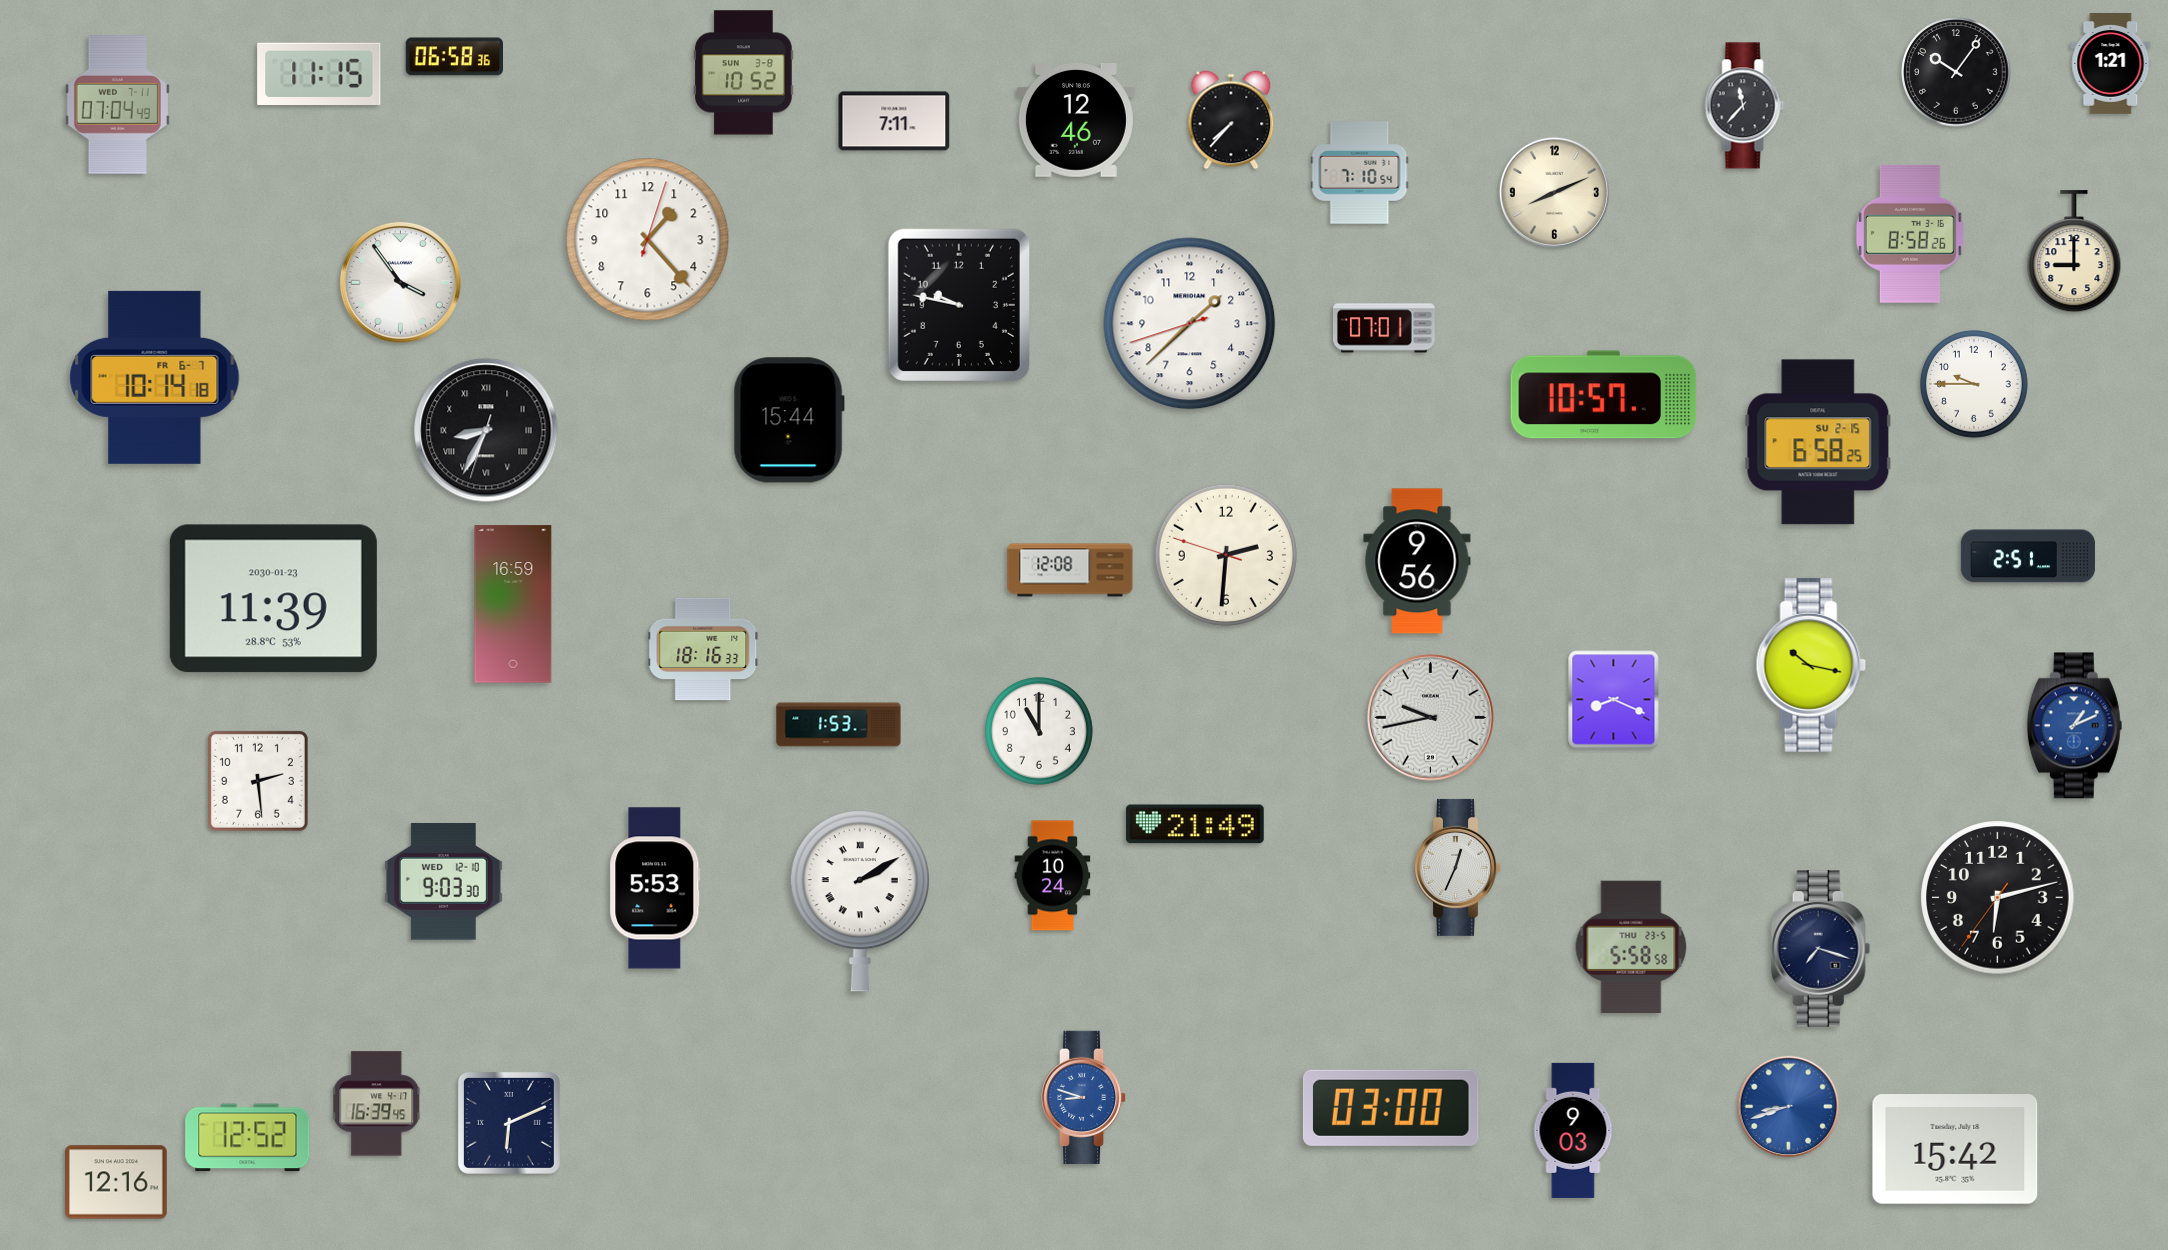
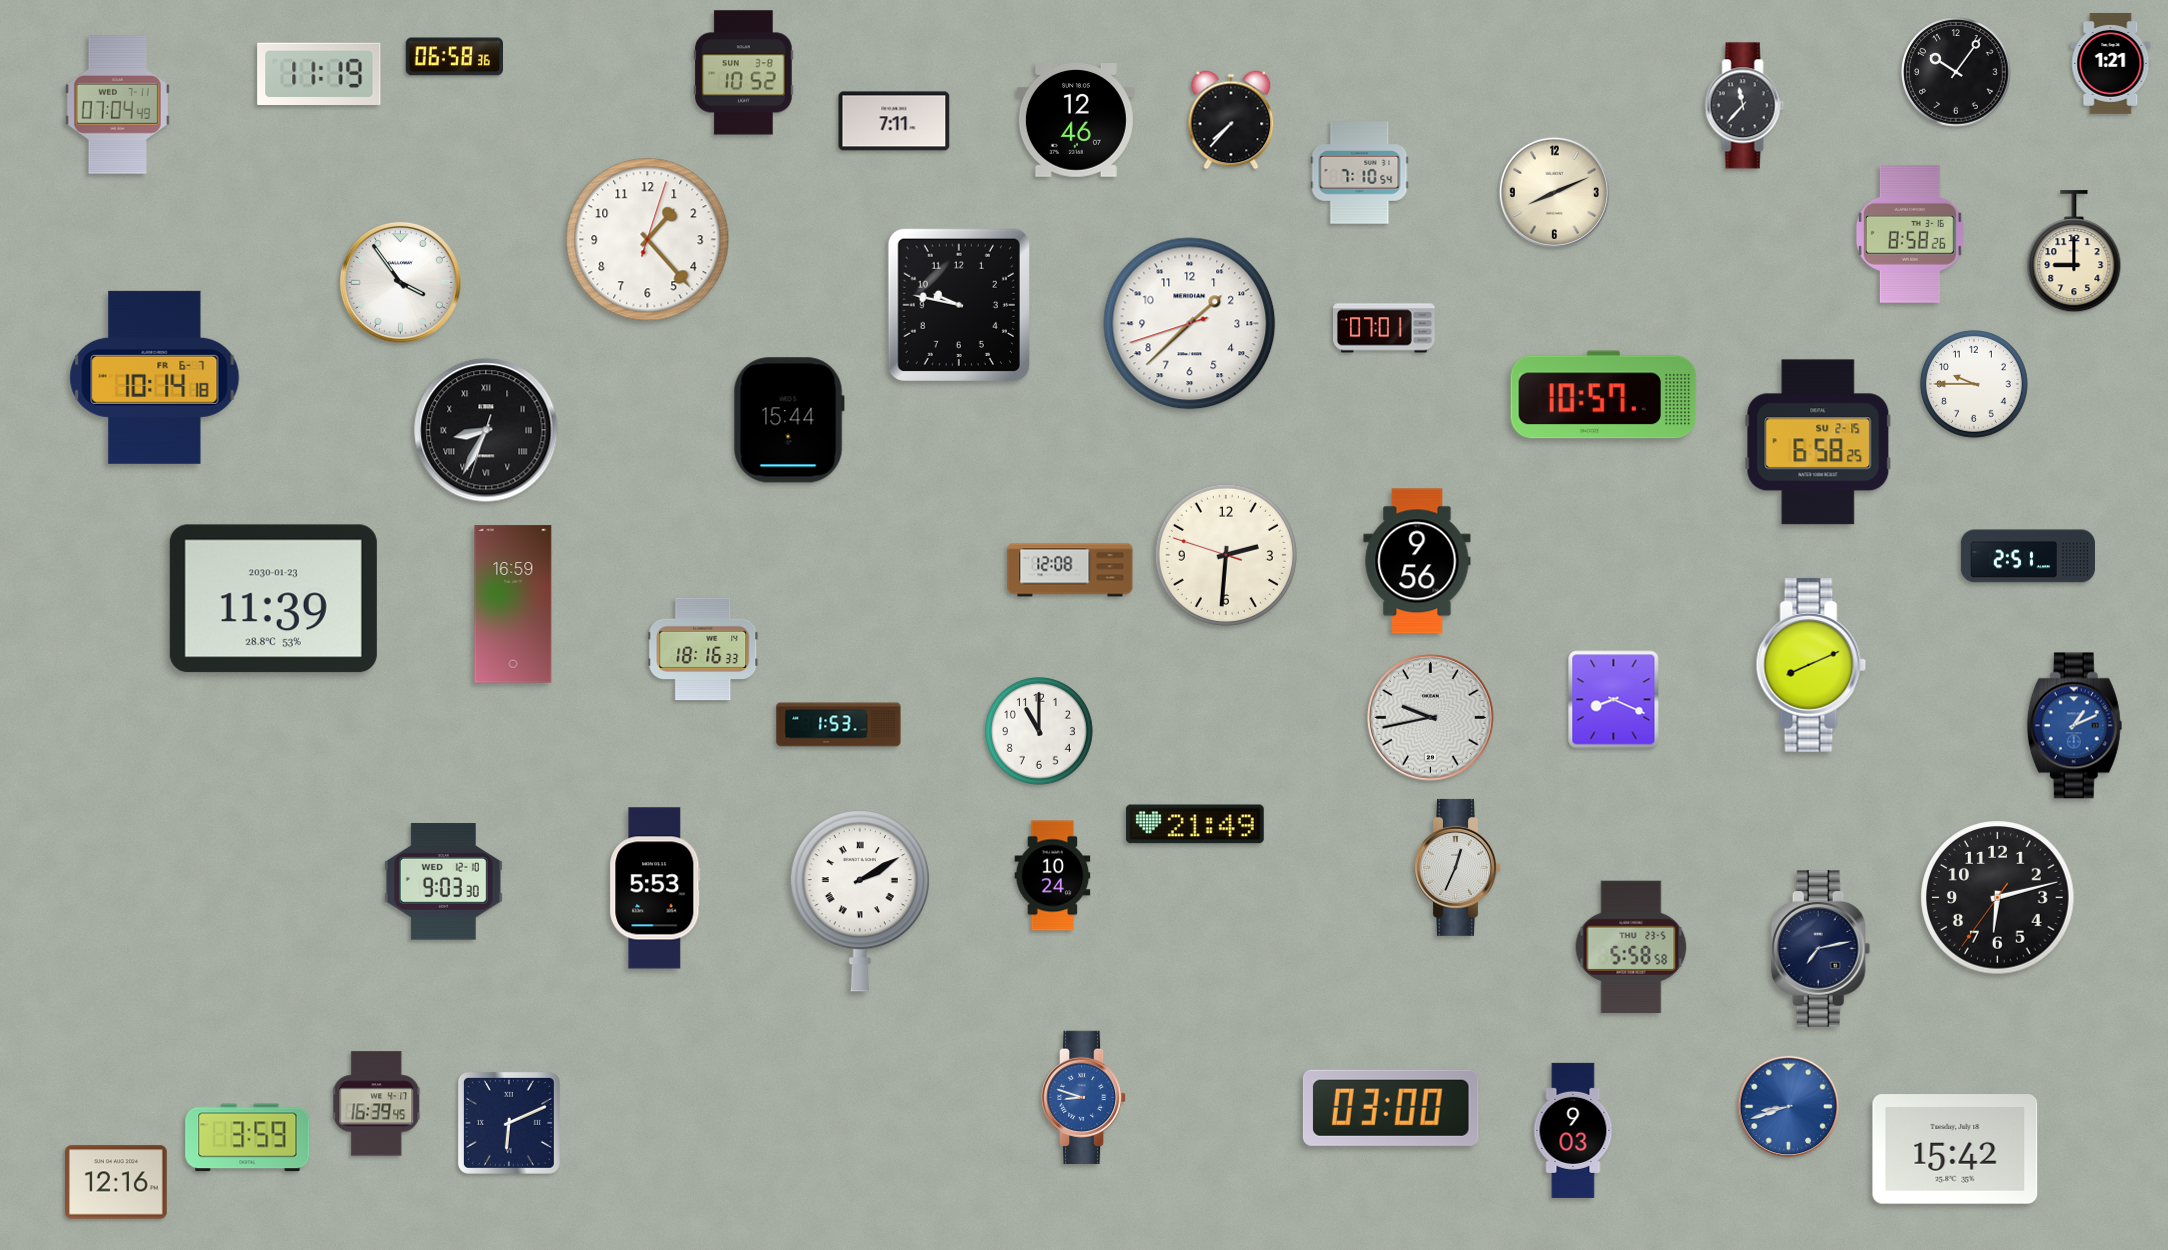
clock at (319, 73): 11:15 -> 11:19
clock at (1811, 665): 10:17 -> 8:11
clock at (258, 781): 2:29 -> none
clock at (1821, 949): 7:18 -> 7:13
clock at (248, 1138): 12:52 -> 3:59
